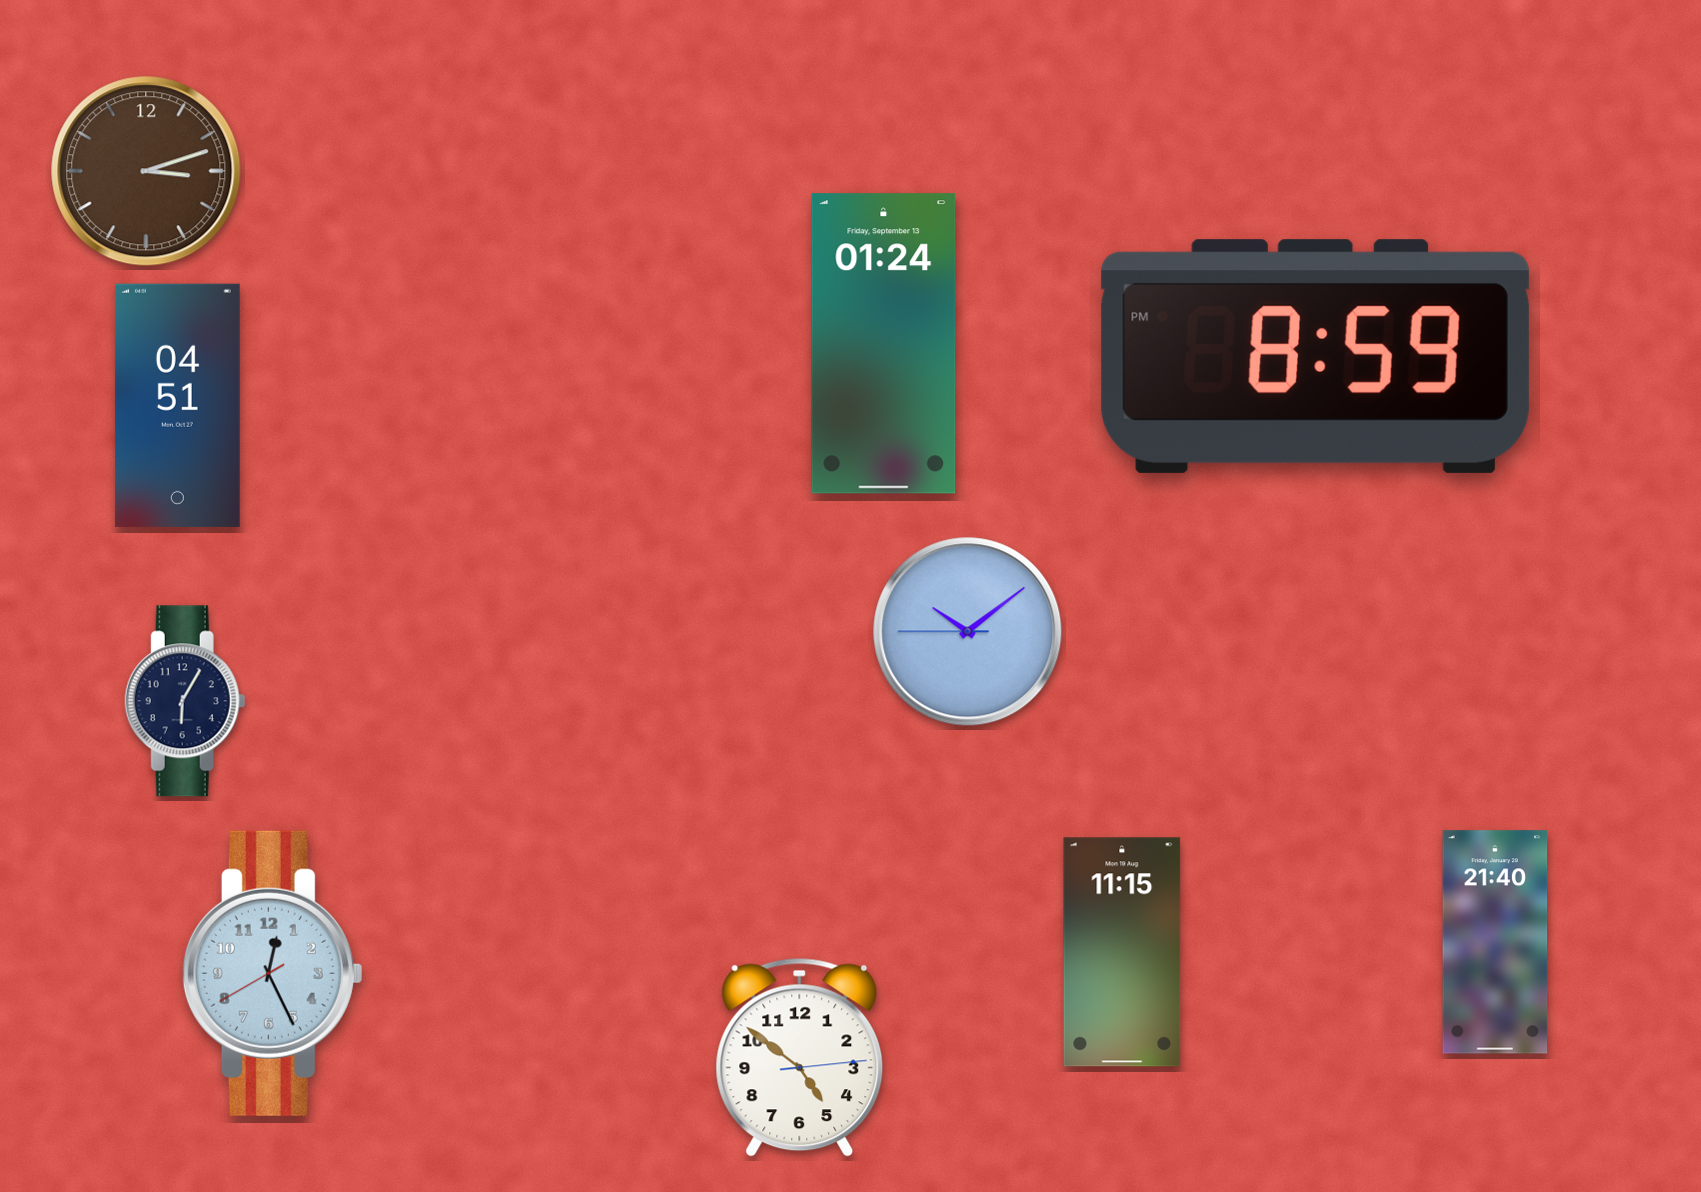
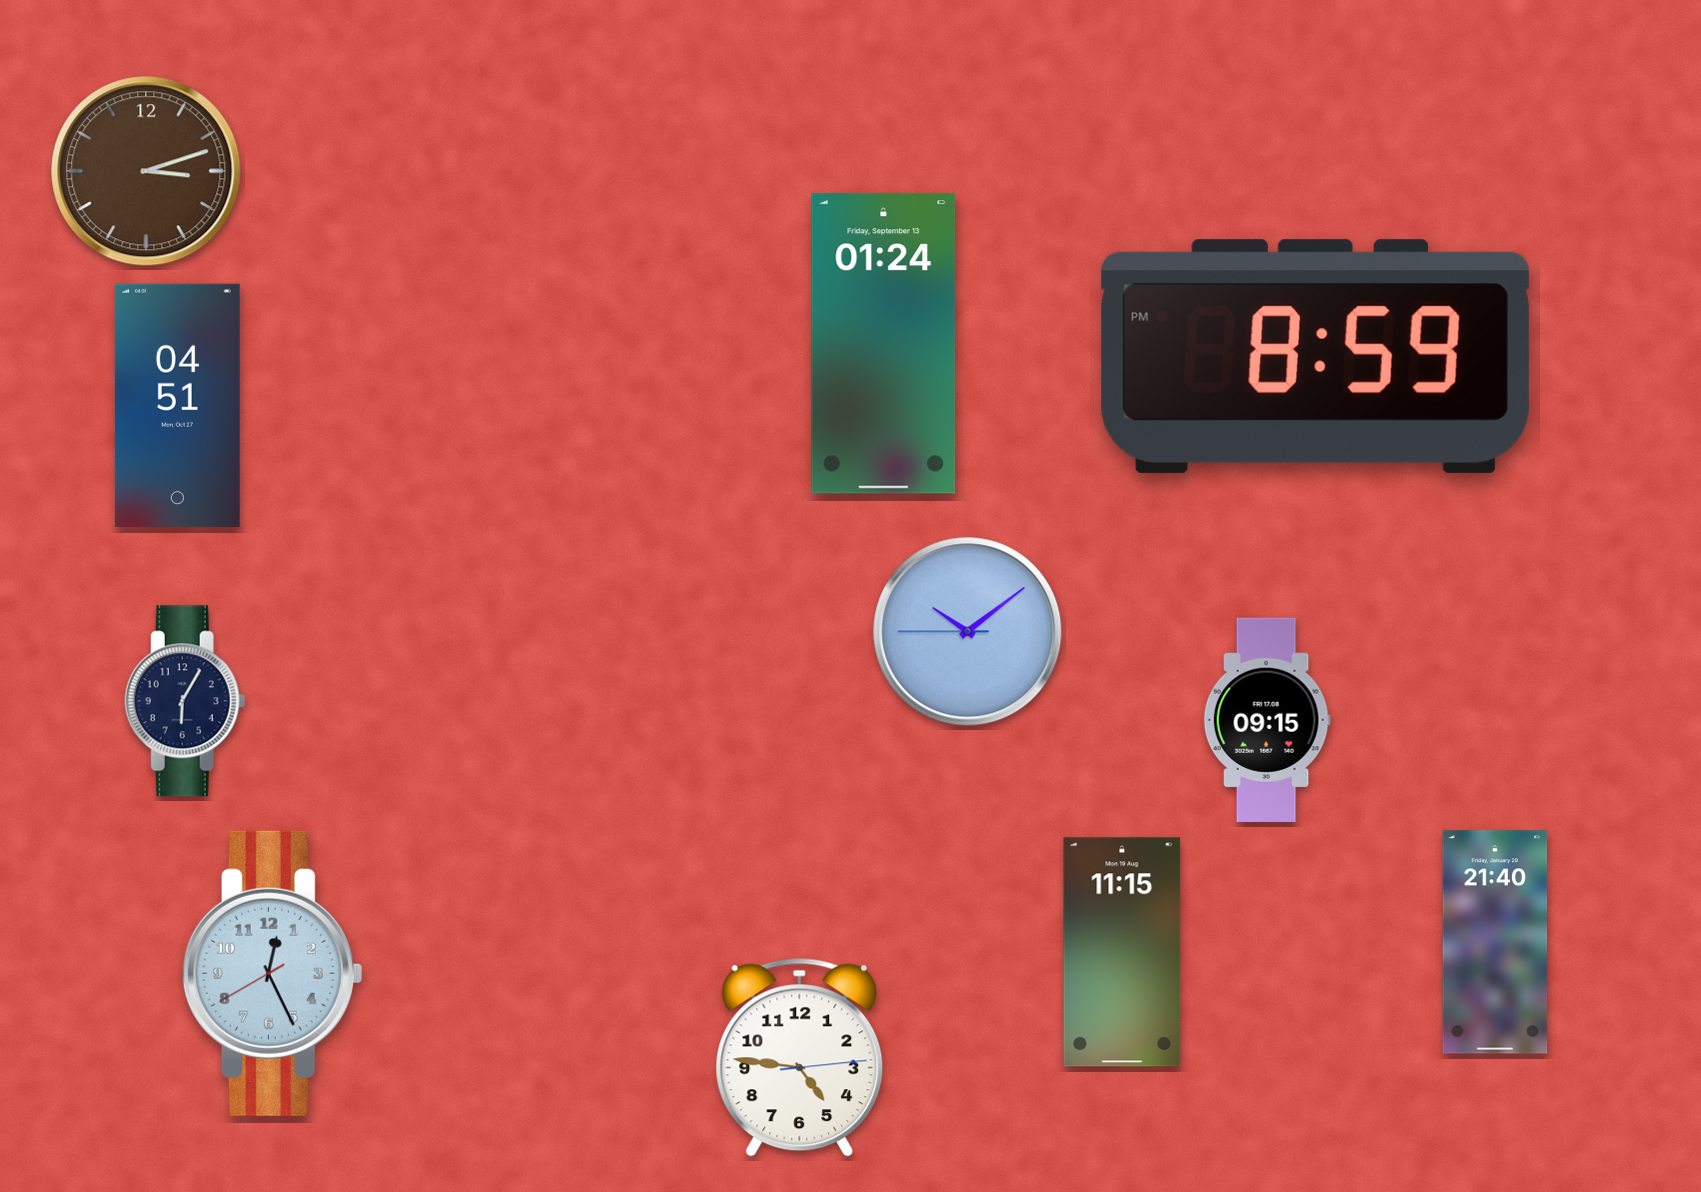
clock at (1267, 720): none -> 09:15
clock at (800, 1057): 4:51 -> 4:46
